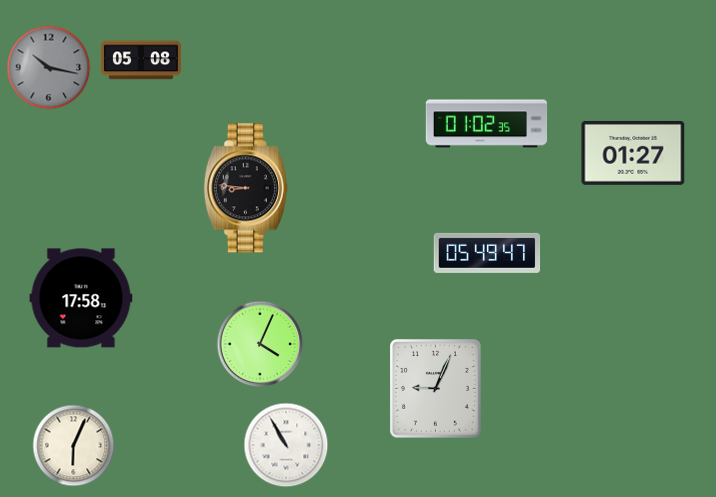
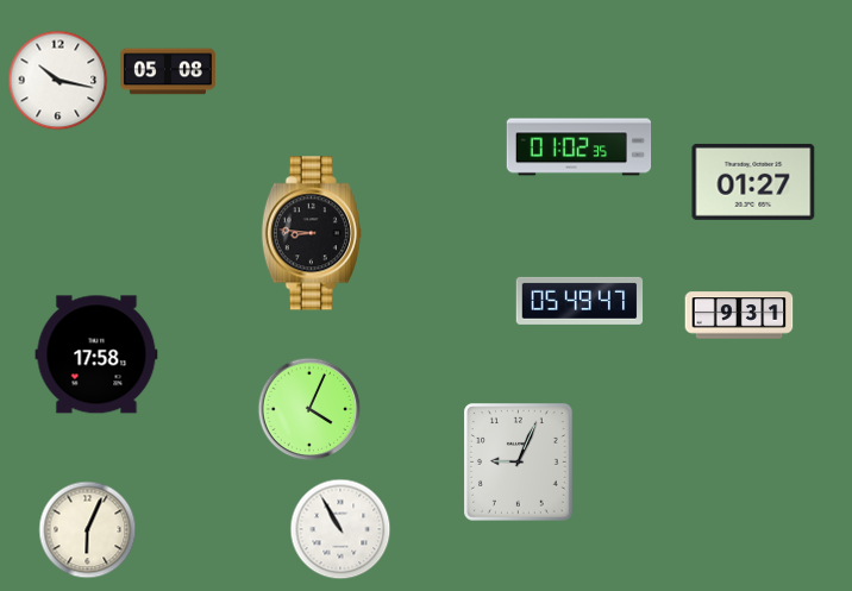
clock at (49, 68) dial: grey -> white
clock at (246, 188) position: (246, 188) -> (312, 233)
clock at (739, 315): none -> 9:31
